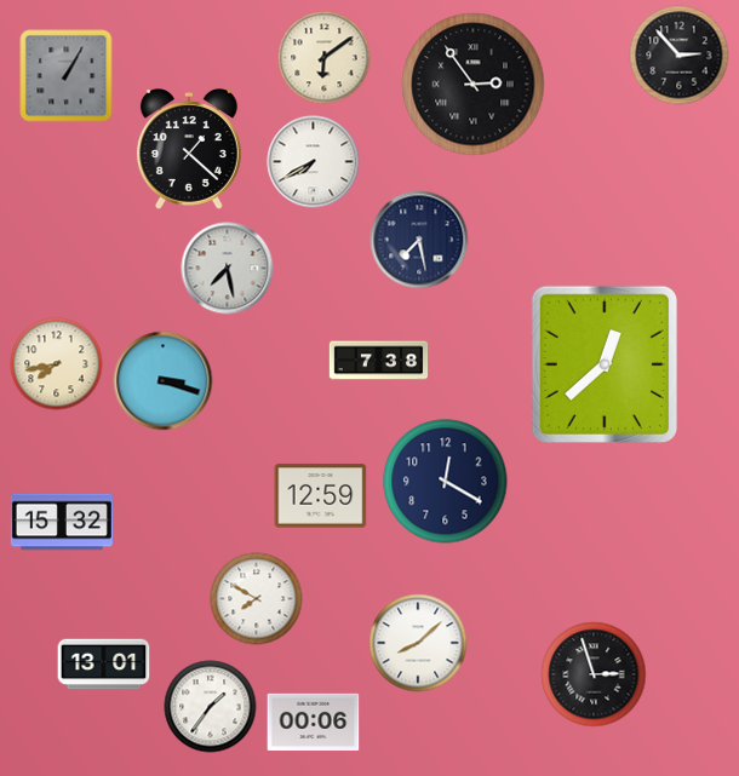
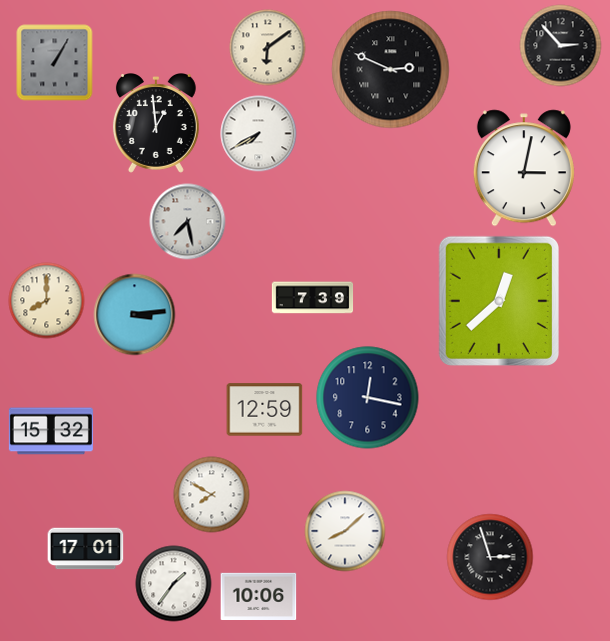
clock at (474, 85): 2:54 -> 2:49
clock at (189, 150): 1:22 -> 12:59
clock at (524, 168): none -> 3:02
clock at (419, 240): 7:28 -> none
clock at (379, 361): 7:38 -> 7:39
clock at (57, 364): 7:43 -> 8:00
clock at (164, 381): 3:18 -> 3:14
clock at (446, 482): 12:20 -> 12:17
clock at (104, 665): 13:01 -> 17:01
clock at (314, 723): 00:06 -> 10:06
